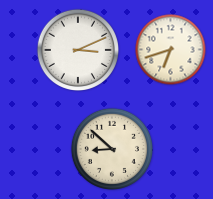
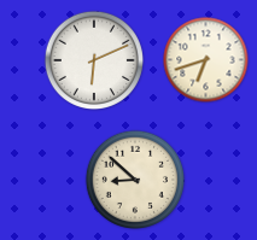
clock at (77, 49): 3:11 -> 6:11
